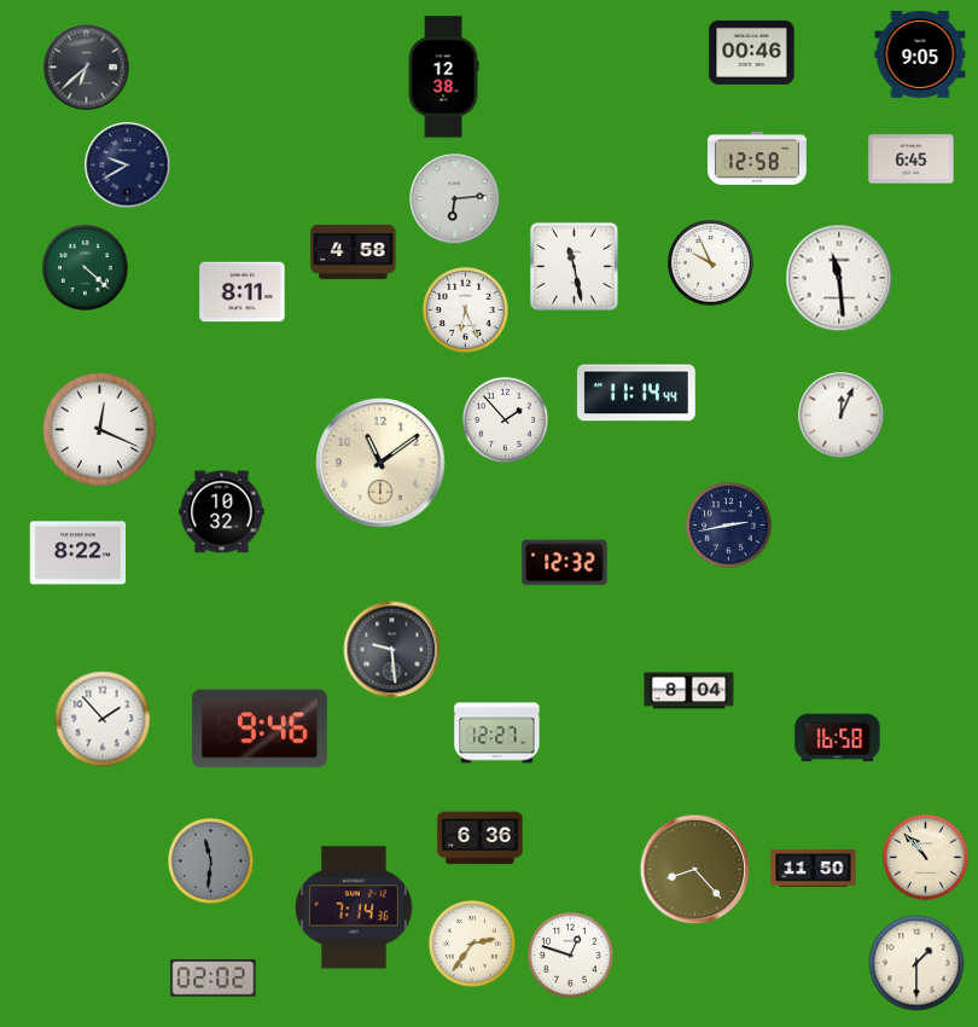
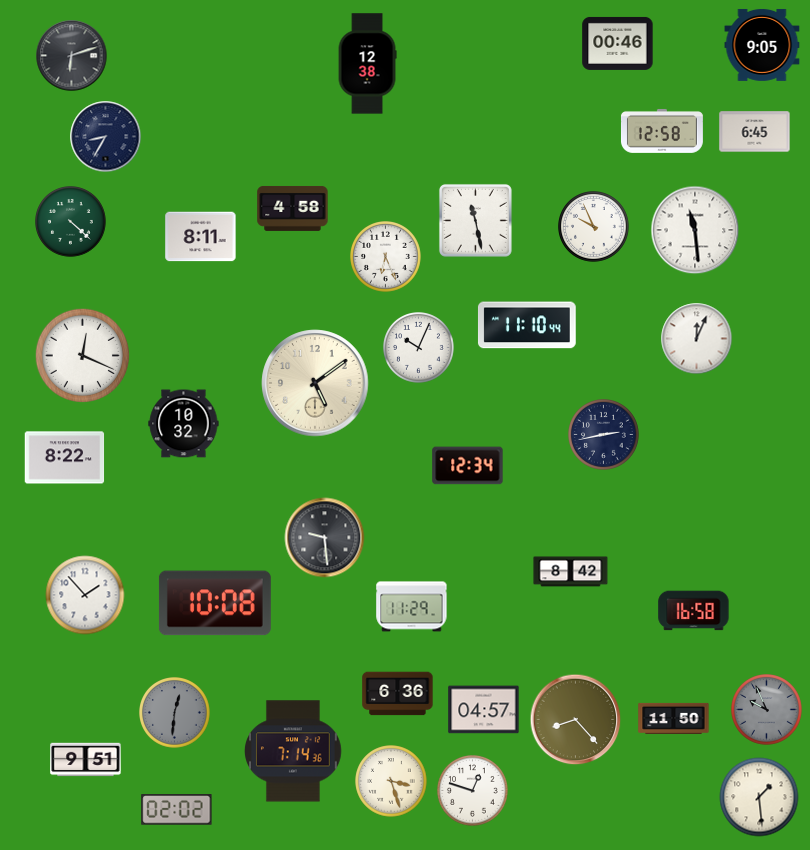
clock at (752, 52) position: (752, 52) -> (618, 43)
clock at (87, 68): 6:38 -> 6:12
clock at (757, 158) position: (757, 158) -> (662, 131)
clock at (128, 166): 9:40 -> 8:35
clock at (455, 199): 6:14 -> none
clock at (711, 263) position: (711, 263) -> (594, 227)
clock at (243, 292) position: (243, 292) -> (201, 237)
clock at (636, 393): 11:14 -> 11:10
clock at (842, 416) position: (842, 416) -> (697, 339)
clock at (506, 420): 1:53 -> 10:04
clock at (380, 463): 11:09 -> 5:09
clock at (565, 563): 12:32 -> 12:34
clock at (689, 691): 8:04 -> 8:42
clock at (260, 729): 9:46 -> 10:08
clock at (497, 733): 12:27 -> 11:29
clock at (484, 710): none -> 04:57
clock at (926, 858): 10:53 -> 9:56
clock at (926, 858) dial: cream -> grey
clock at (211, 861): 11:31 -> 12:31
clock at (86, 760): none -> 9:51
clock at (472, 944): 2:36 -> 3:27
clock at (916, 963): 1:30 -> 1:29
